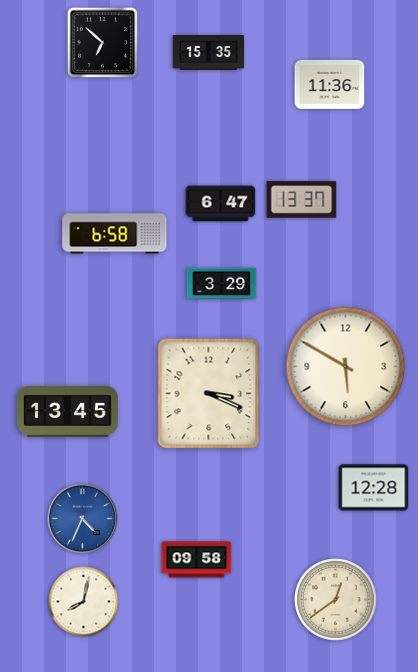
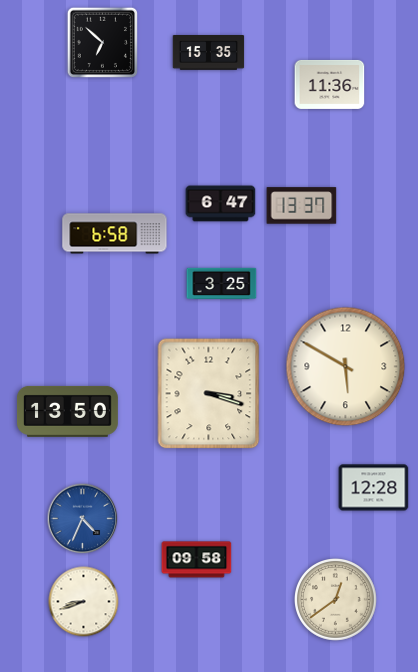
clock at (302, 200) position: (302, 200) -> (302, 206)
clock at (222, 284): 3:29 -> 3:25
clock at (209, 394): 3:19 -> 3:18
clock at (67, 411): 13:45 -> 13:50
clock at (84, 602): 8:02 -> 8:42
